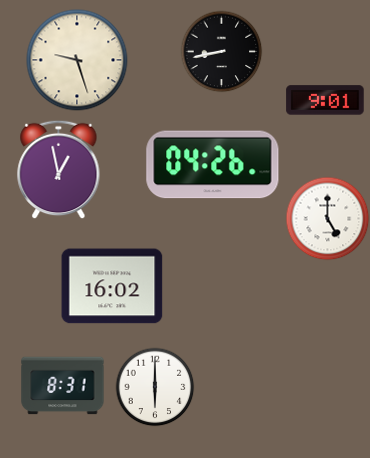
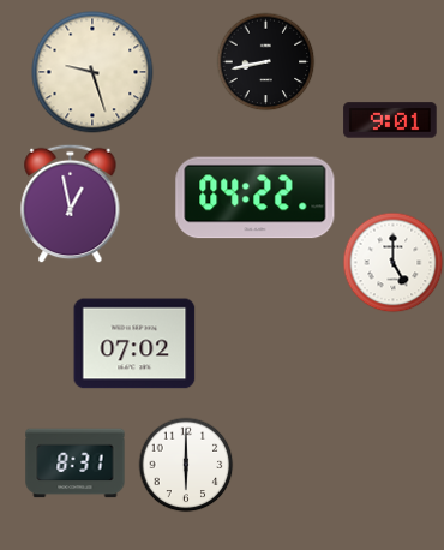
clock at (213, 165): 04:26 -> 04:22
clock at (112, 286): 16:02 -> 07:02
